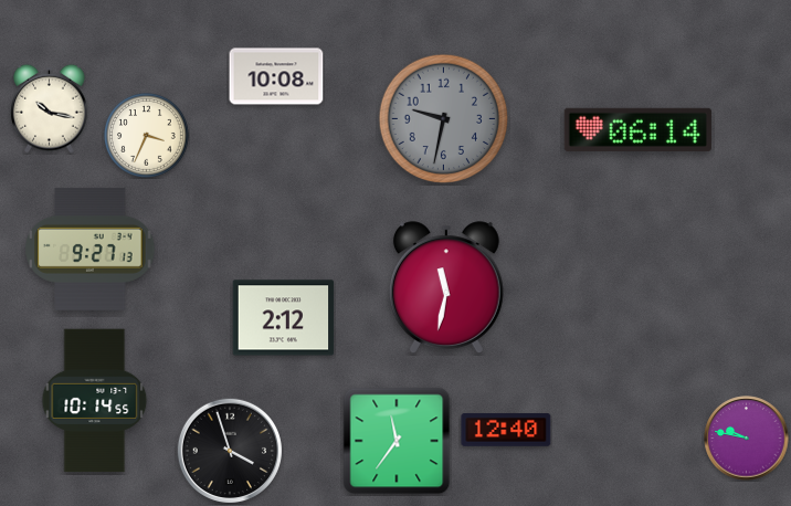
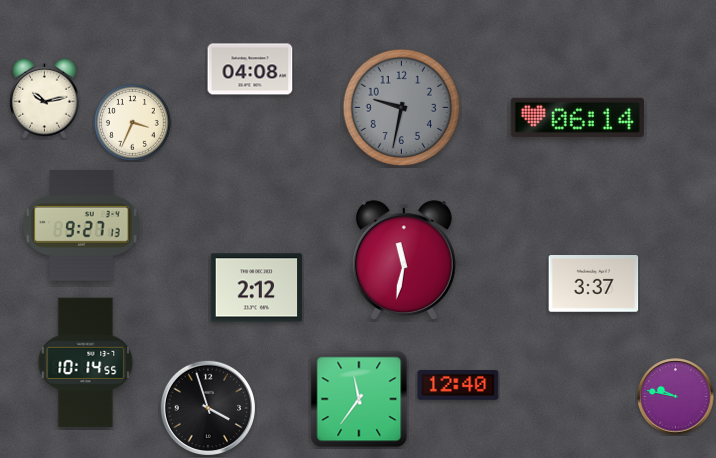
clock at (276, 76): 10:08 -> 04:08
clock at (50, 108): 10:17 -> 10:13
clock at (594, 284): none -> 3:37
clock at (506, 431) position: (506, 431) -> (458, 386)
